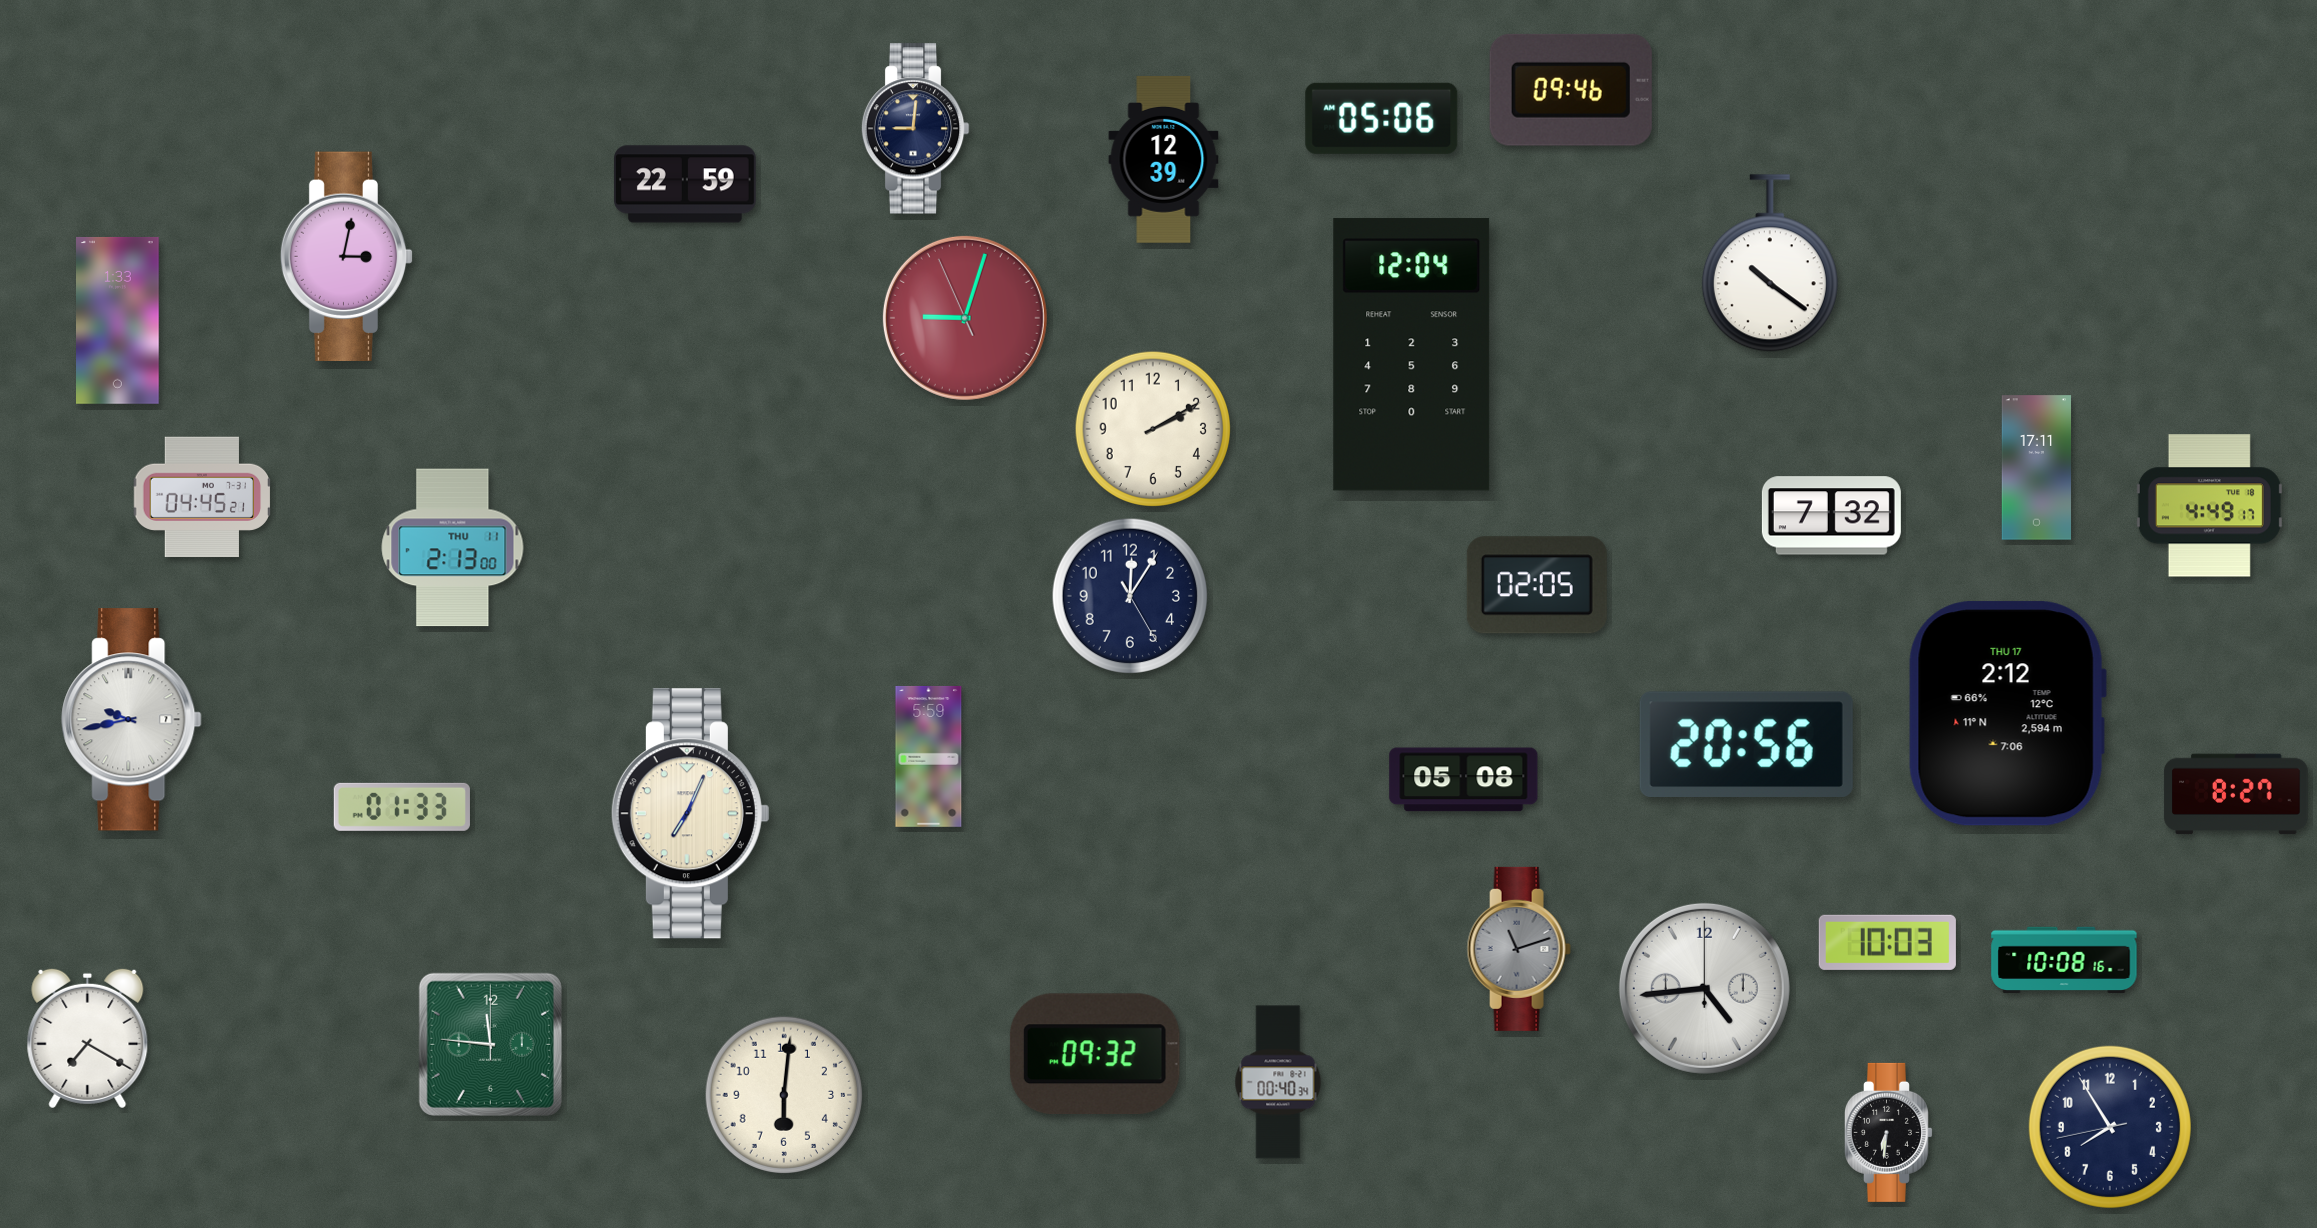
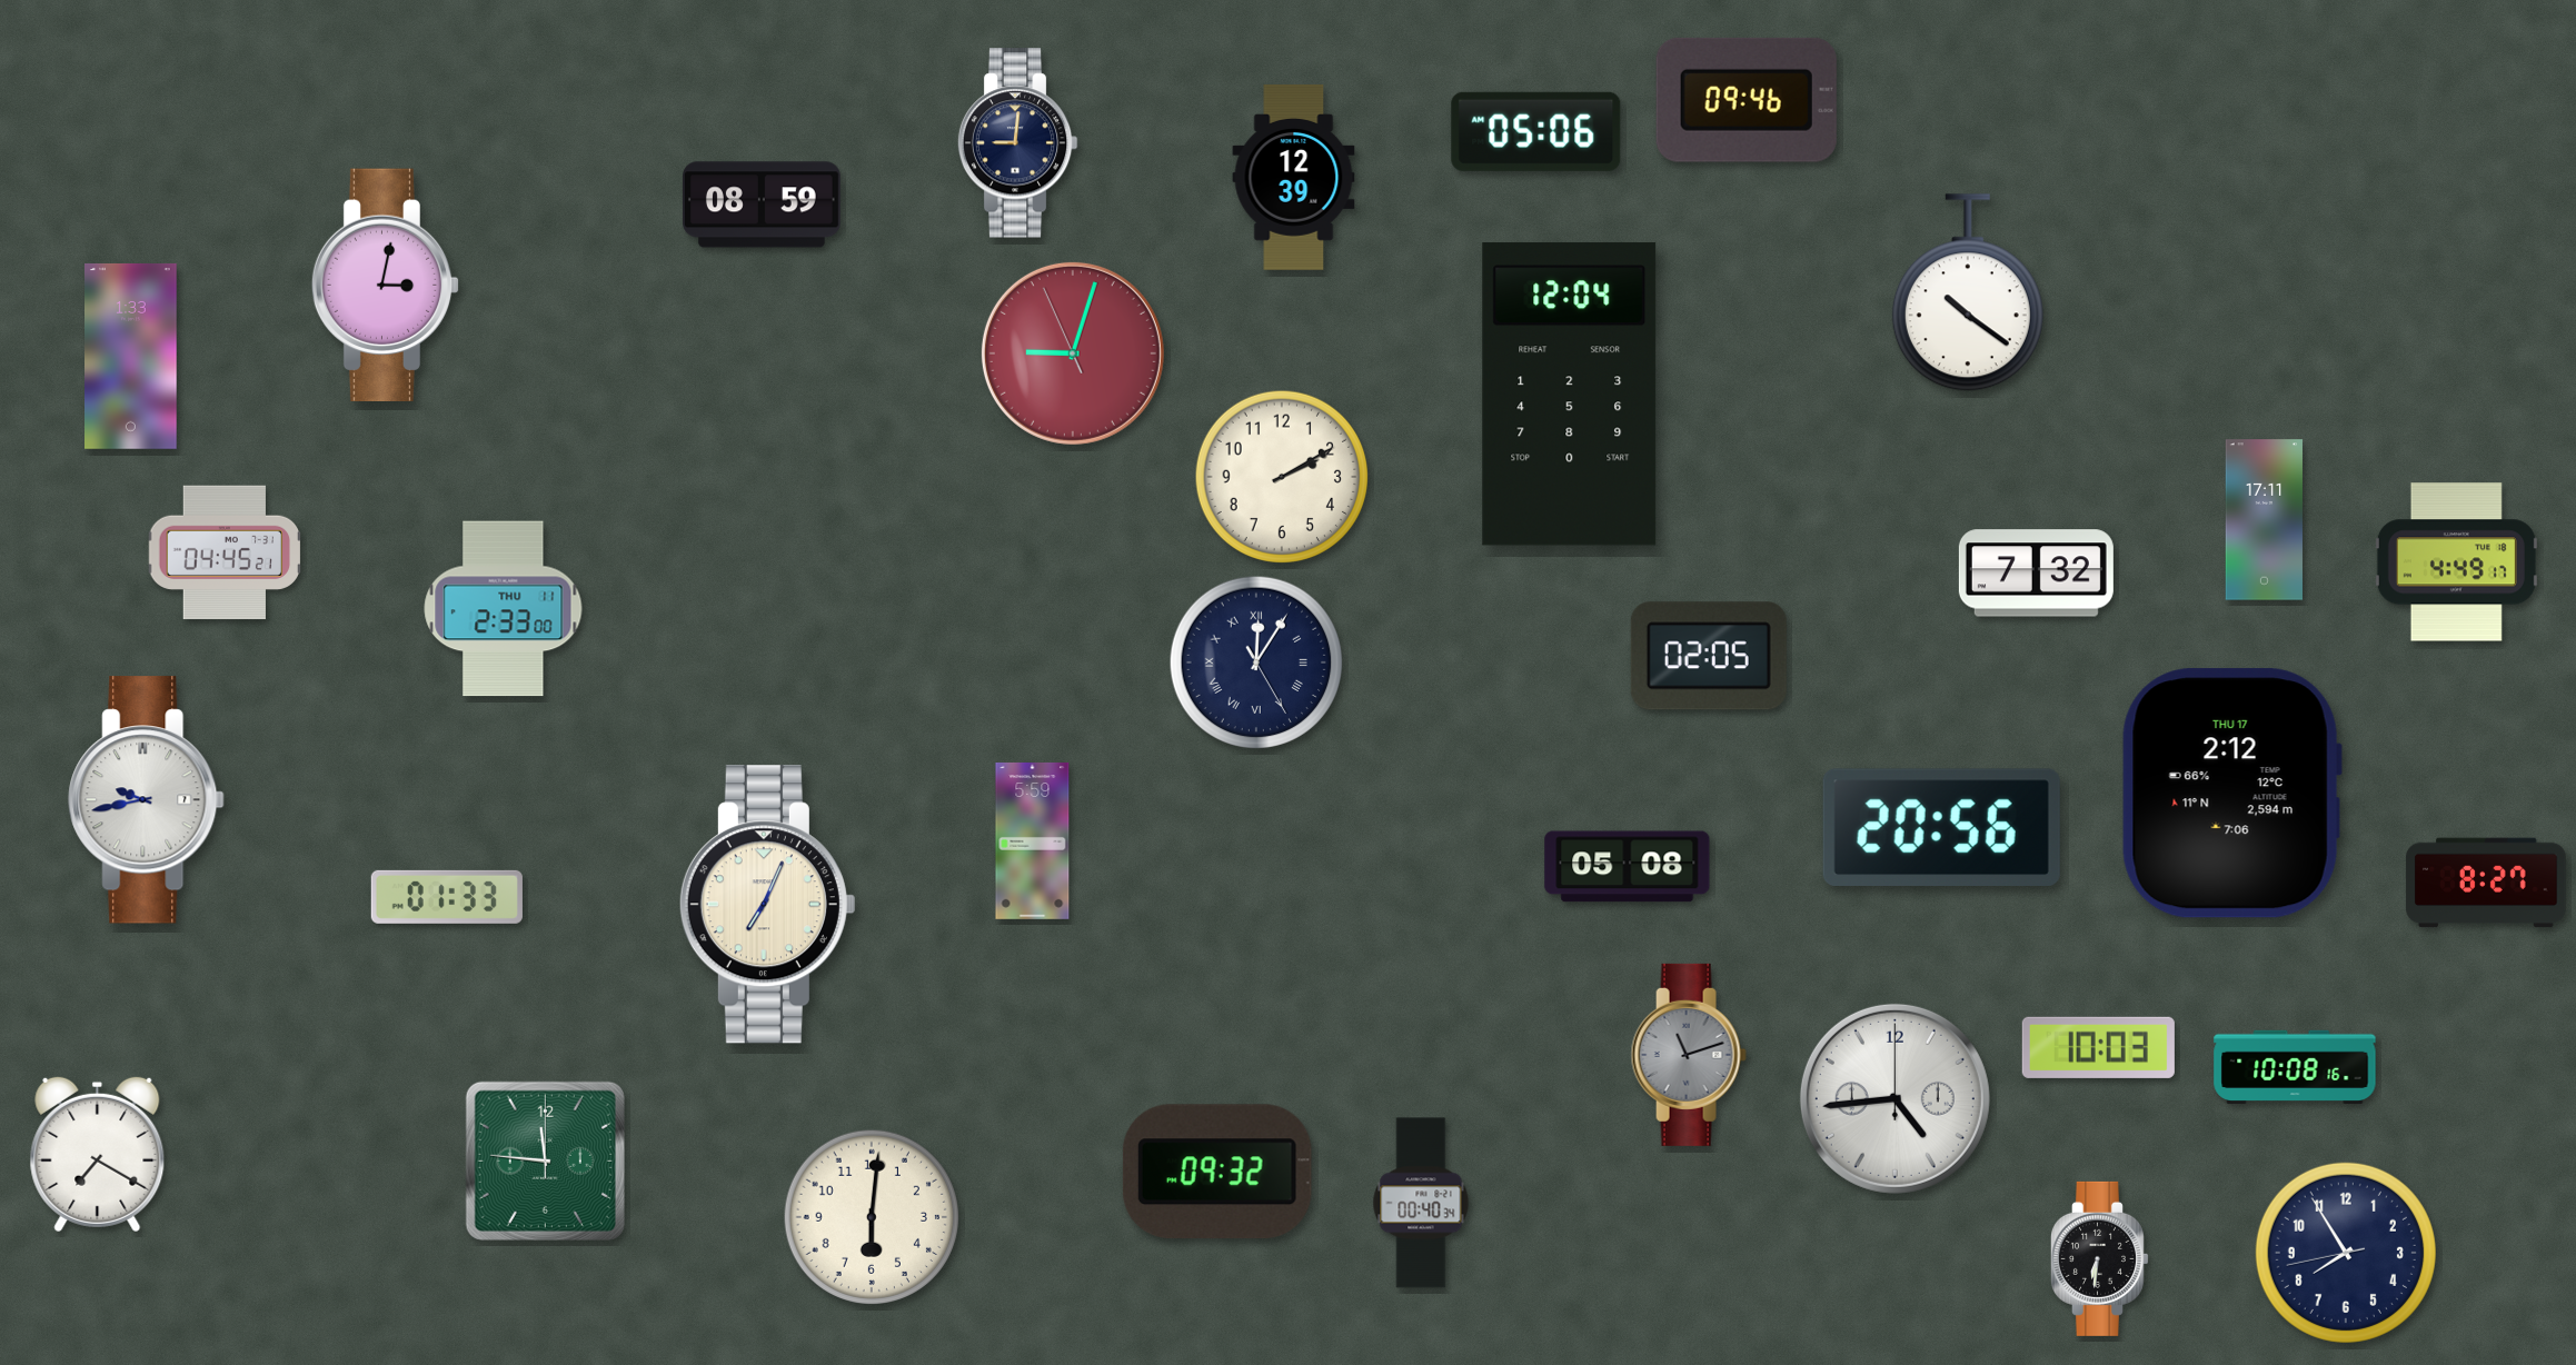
clock at (686, 184): 22:59 -> 08:59
clock at (453, 548): 2:13 -> 2:33
clock at (1537, 585) position: (1537, 585) -> (1709, 656)
clock at (1129, 595) numerals: Arabic -> Roman
